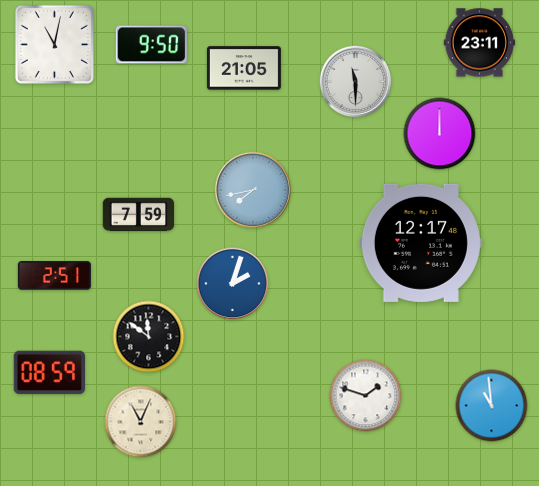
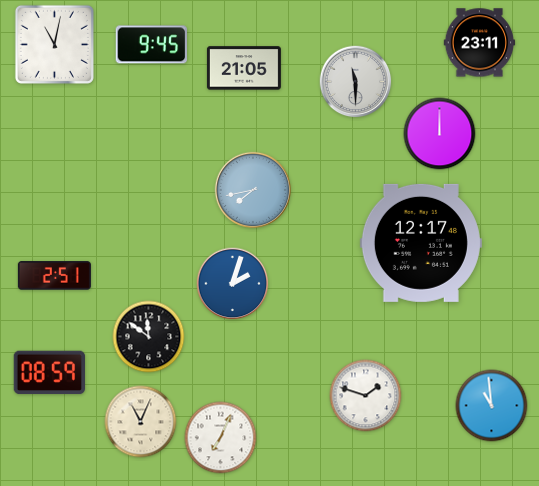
clock at (151, 45): 9:50 -> 9:45
clock at (139, 215): 7:59 -> none
clock at (221, 438): none -> 7:04
